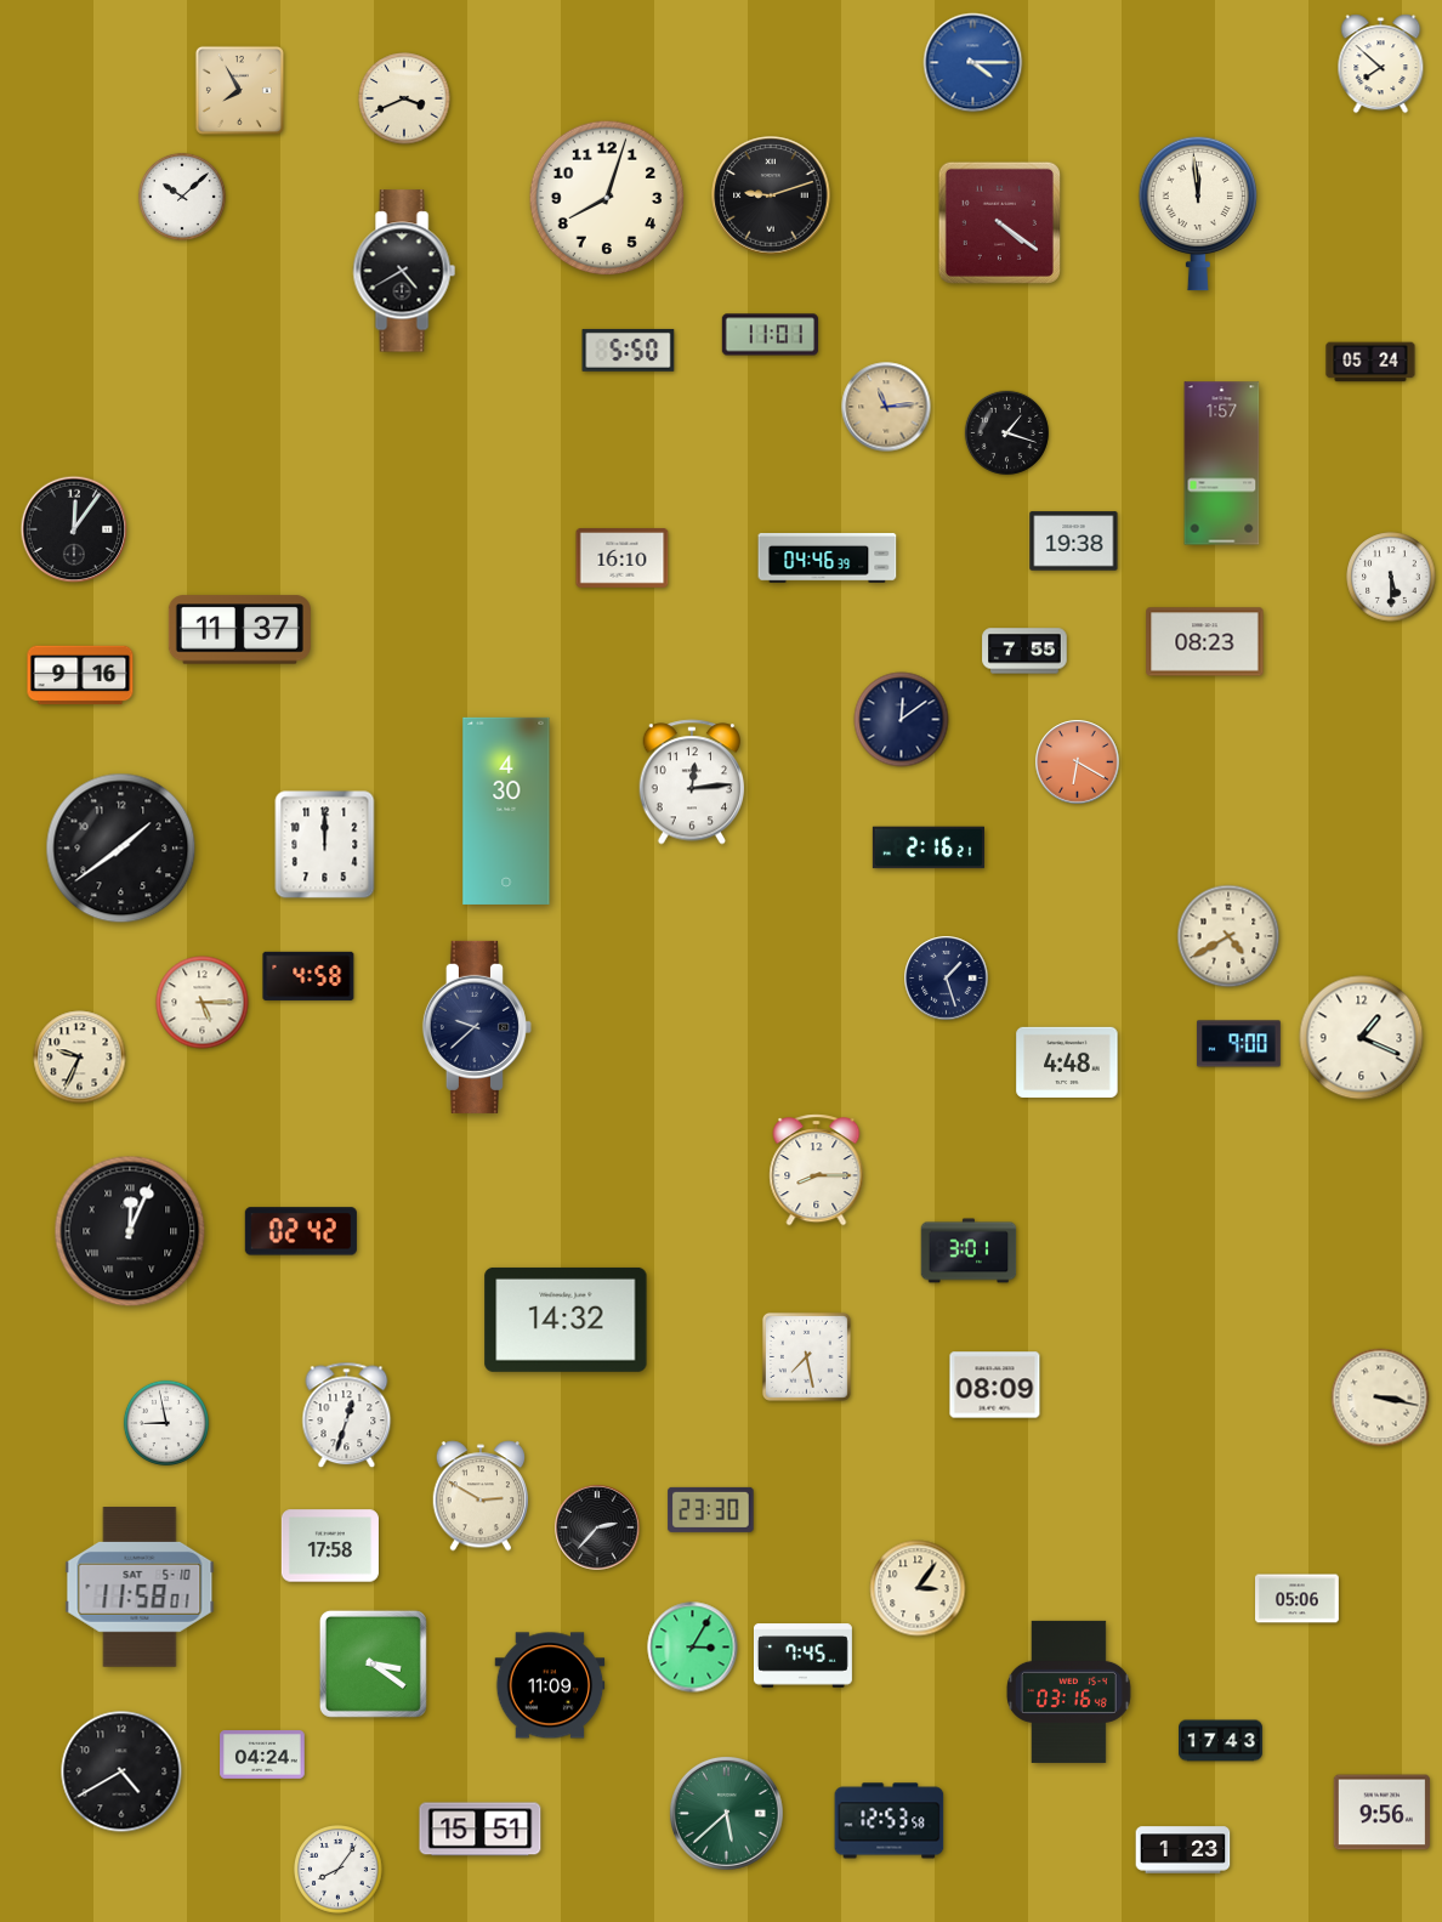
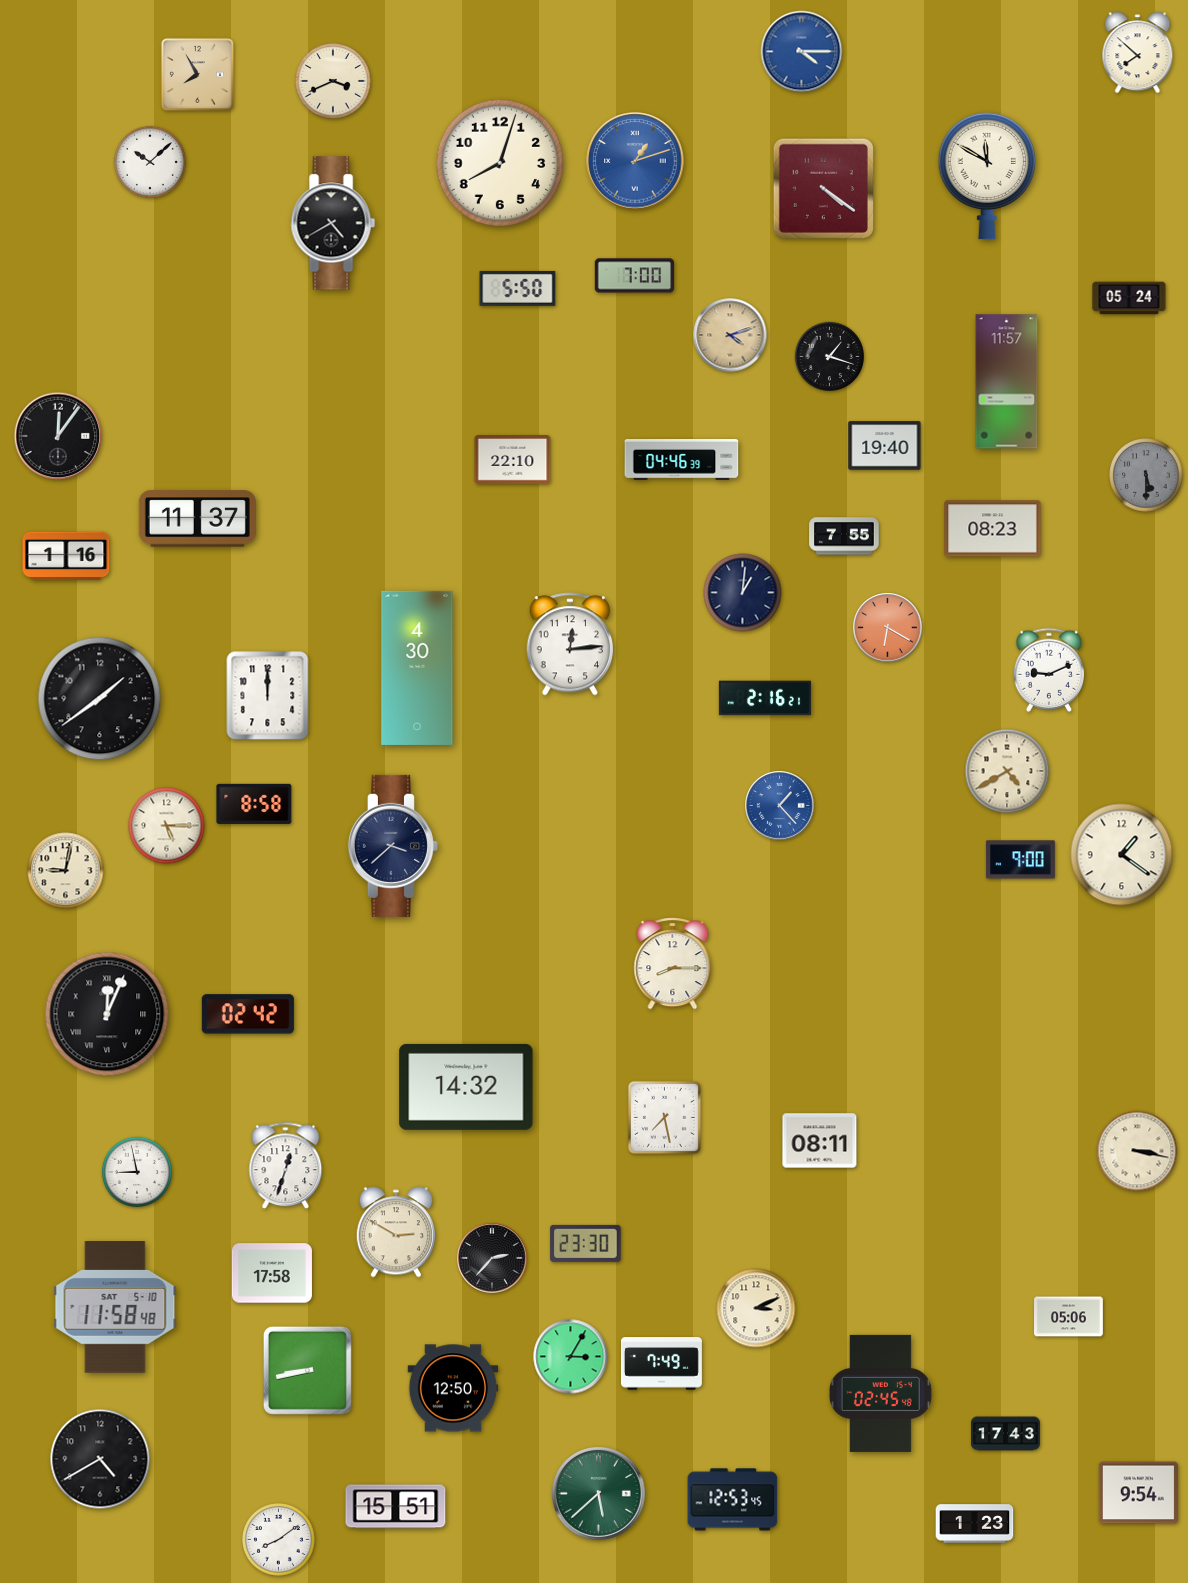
clock at (771, 195): 9:12 -> 1:12
clock at (771, 195) dial: black -> blue
clock at (1198, 214): 11:59 -> 11:50
clock at (999, 222) position: (999, 222) -> (823, 188)
clock at (771, 335): 11:01 -> 7:00
clock at (886, 407): 11:14 -> 4:12
clock at (1222, 464): 1:57 -> 11:57
clock at (74, 529) position: (74, 529) -> (58, 436)
clock at (1074, 542): 19:38 -> 19:40
clock at (623, 559): 16:10 -> 22:10
clock at (1391, 577) dial: white -> grey
clock at (80, 675): 9:16 -> 1:16
clock at (902, 720): 12:09 -> 1:01
clock at (1048, 670): none -> 9:11
clock at (1228, 936) position: (1228, 936) -> (1007, 771)
clock at (308, 976): 4:58 -> 8:58
clock at (947, 979): 1:27 -> 1:23
clock at (947, 979) dial: navy -> blue
clock at (477, 1027): 9:38 -> 3:38
clock at (1362, 1038): 1:19 -> 1:21
clock at (80, 1058): 9:34 -> 9:02
clock at (1067, 1062): 4:48 -> none
clock at (969, 1251): 3:01 -> none
clock at (995, 1385): 08:09 -> 08:11
clock at (140, 1587): 11:58:01 -> 11:58:48
clock at (918, 1588): 3:06 -> 3:11
clock at (802, 1656): 7:45 -> 7:49
clock at (373, 1663): 3:21 -> 8:43
clock at (550, 1685): 11:09 -> 12:50
clock at (1068, 1691): 03:16 -> 02:45
clock at (262, 1754): 04:24 -> none
clock at (1381, 1813): 9:56 -> 9:54
clock at (890, 1821): 12:53:58 -> 12:53:45
clock at (339, 1870): 8:06 -> 8:09
